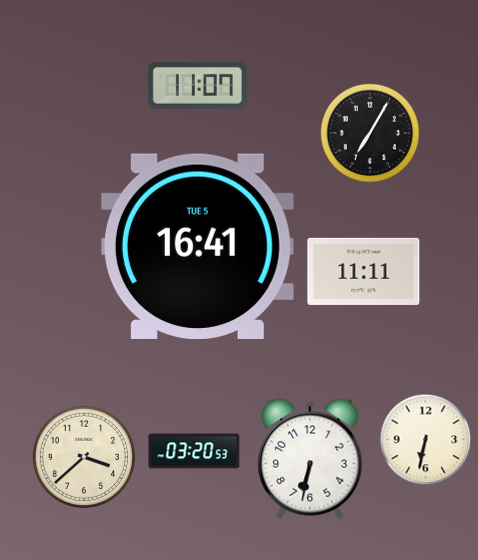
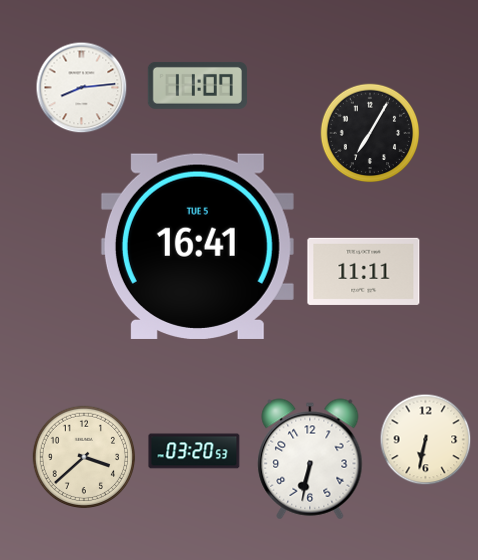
clock at (82, 88): none -> 8:14
